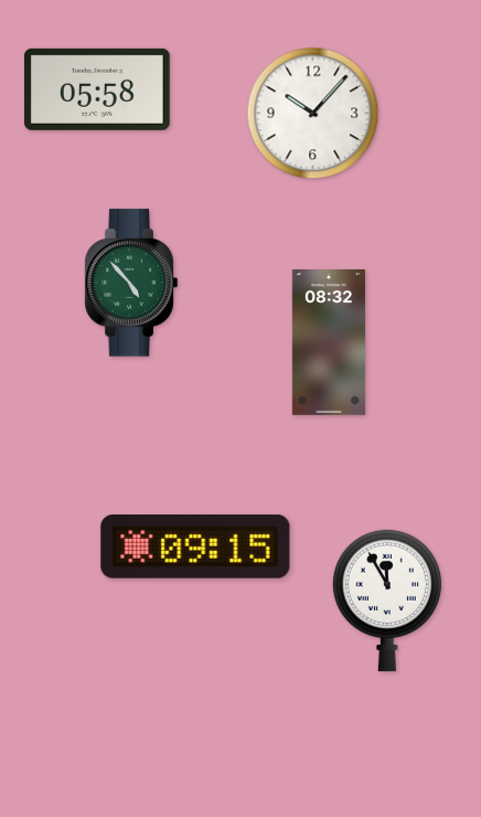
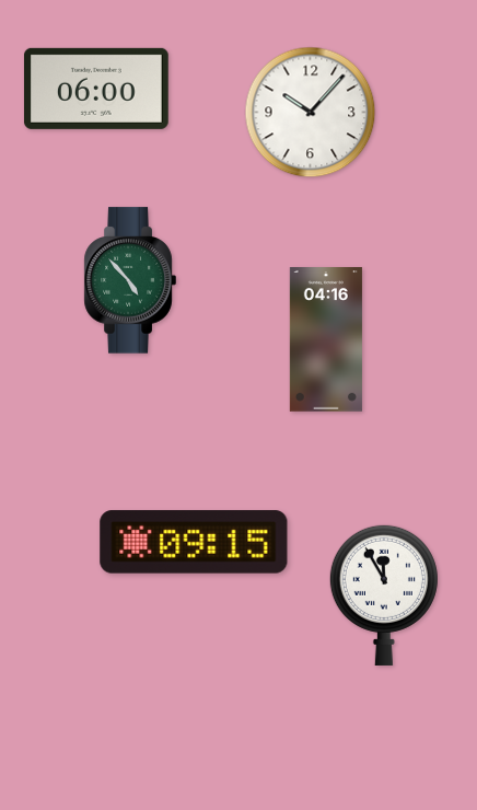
clock at (97, 89): 05:58 -> 06:00
clock at (329, 343): 08:32 -> 04:16
